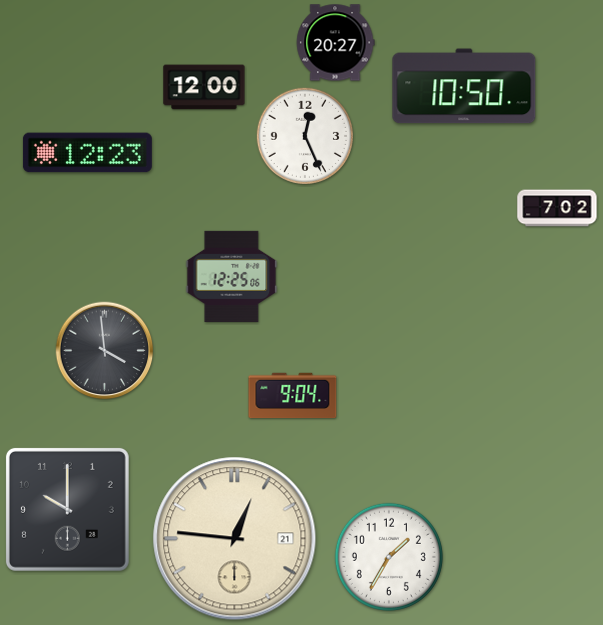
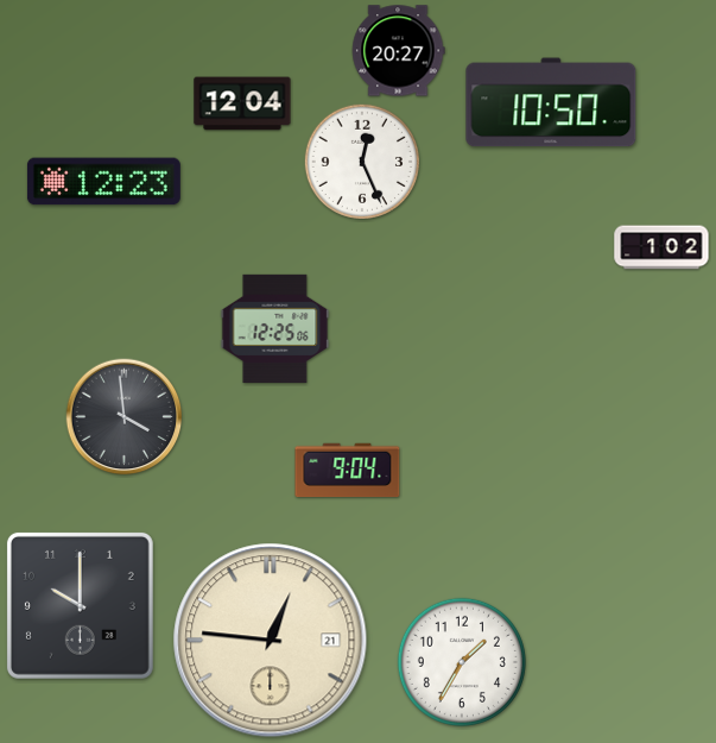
clock at (204, 87): 12:00 -> 12:04
clock at (557, 208): 7:02 -> 1:02
clock at (235, 539) position: (235, 539) -> (271, 641)
